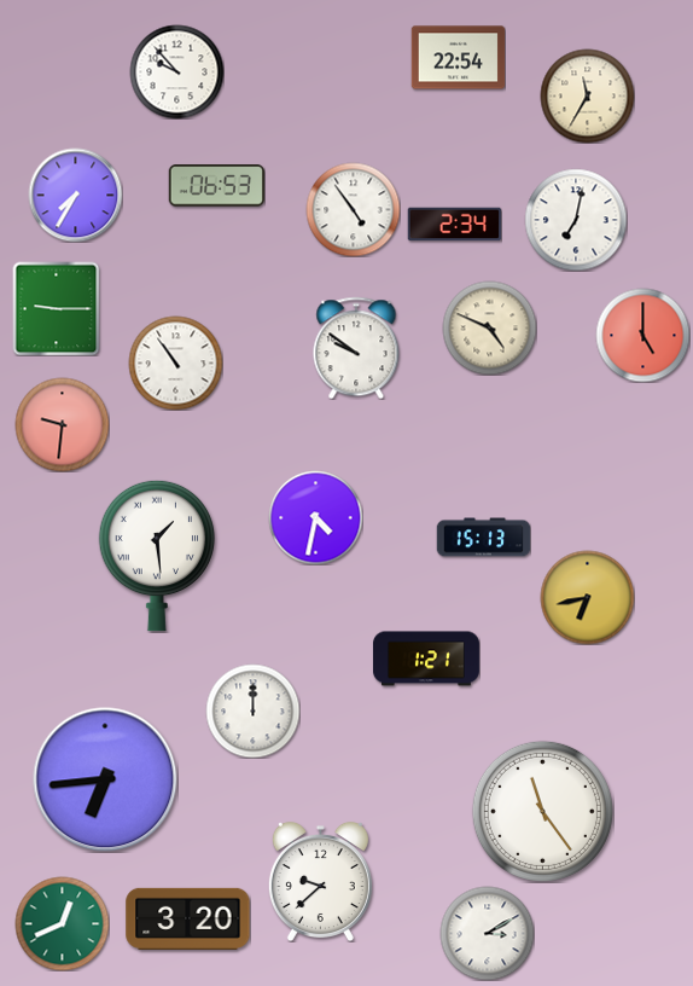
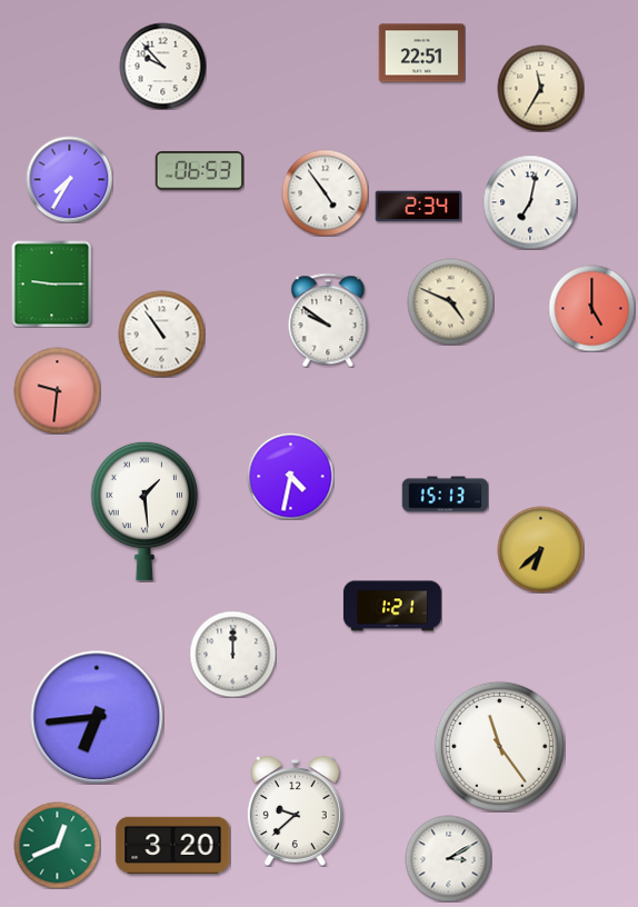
clock at (458, 58): 22:54 -> 22:51
clock at (587, 597): 6:43 -> 6:38
clock at (62, 923) position: (62, 923) -> (57, 845)
